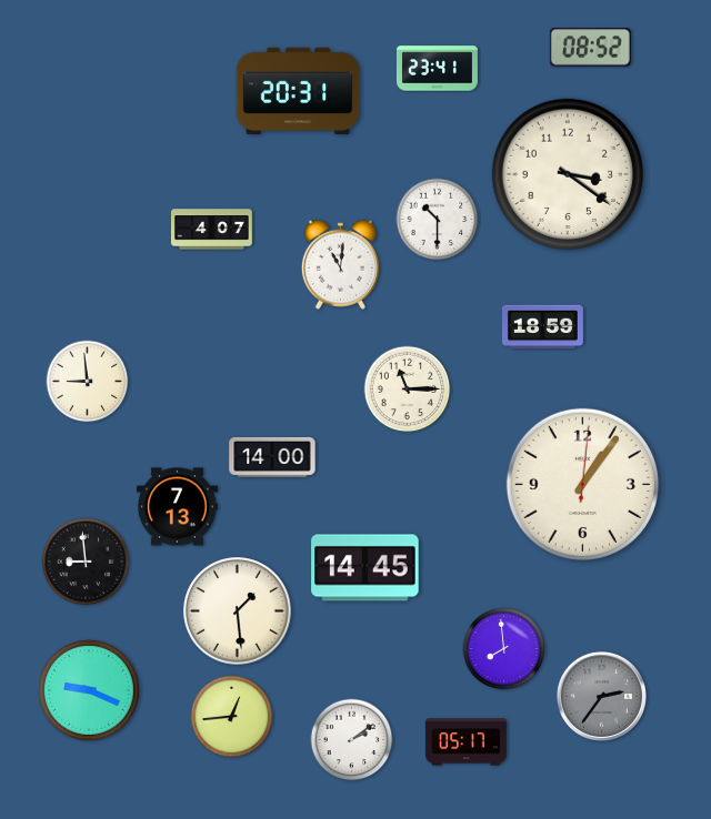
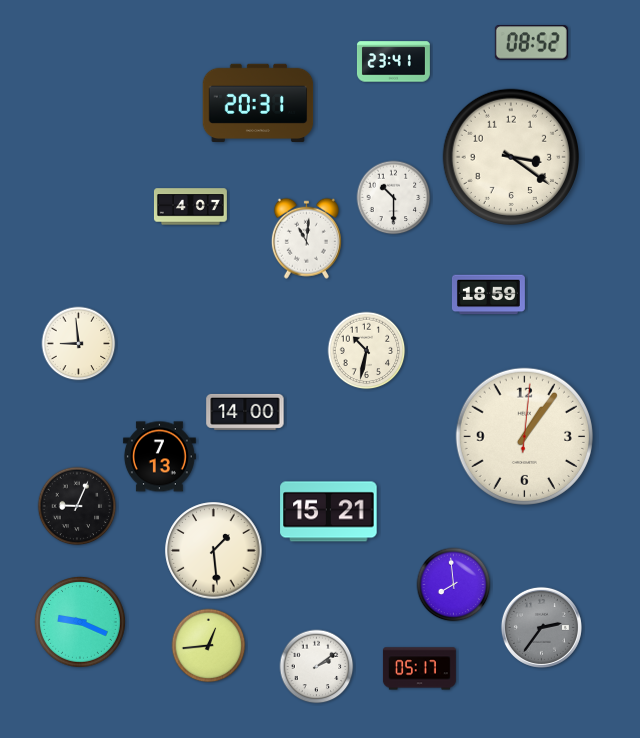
clock at (298, 91) position: (298, 91) -> (258, 103)
clock at (408, 390): 11:15 -> 10:32
clock at (86, 562): 8:59 -> 9:04
clock at (365, 568): 14:45 -> 15:21
